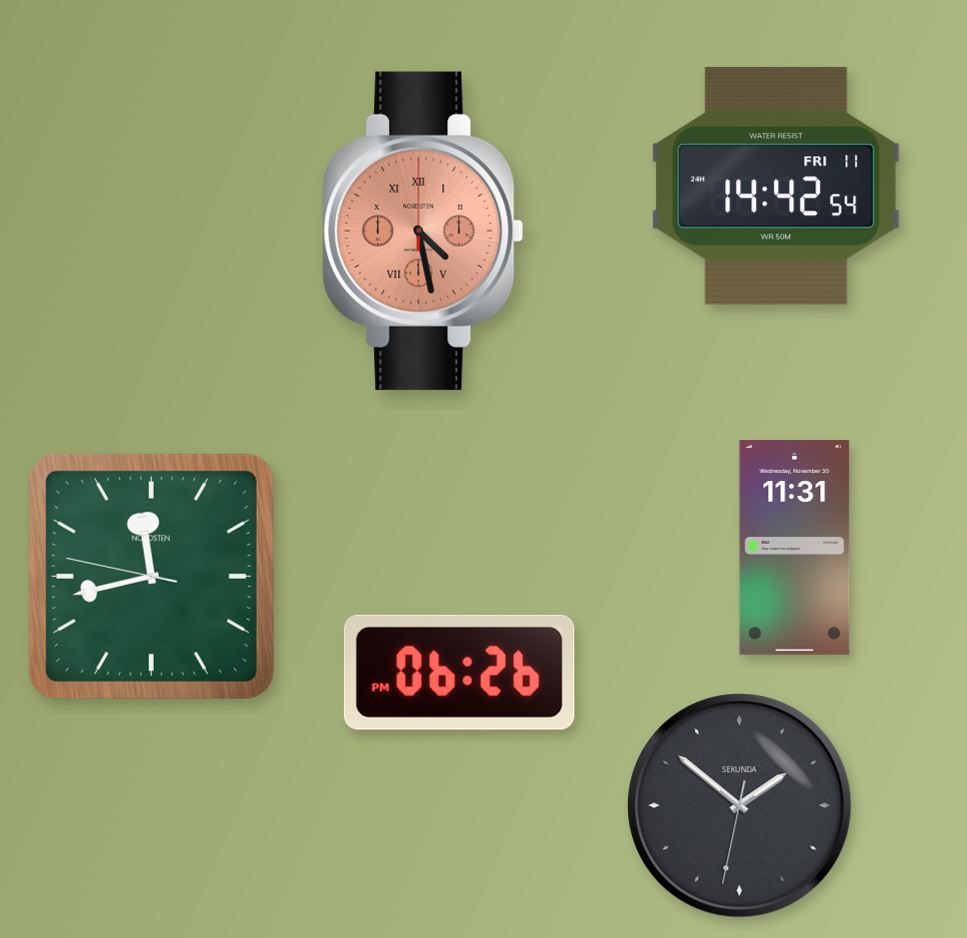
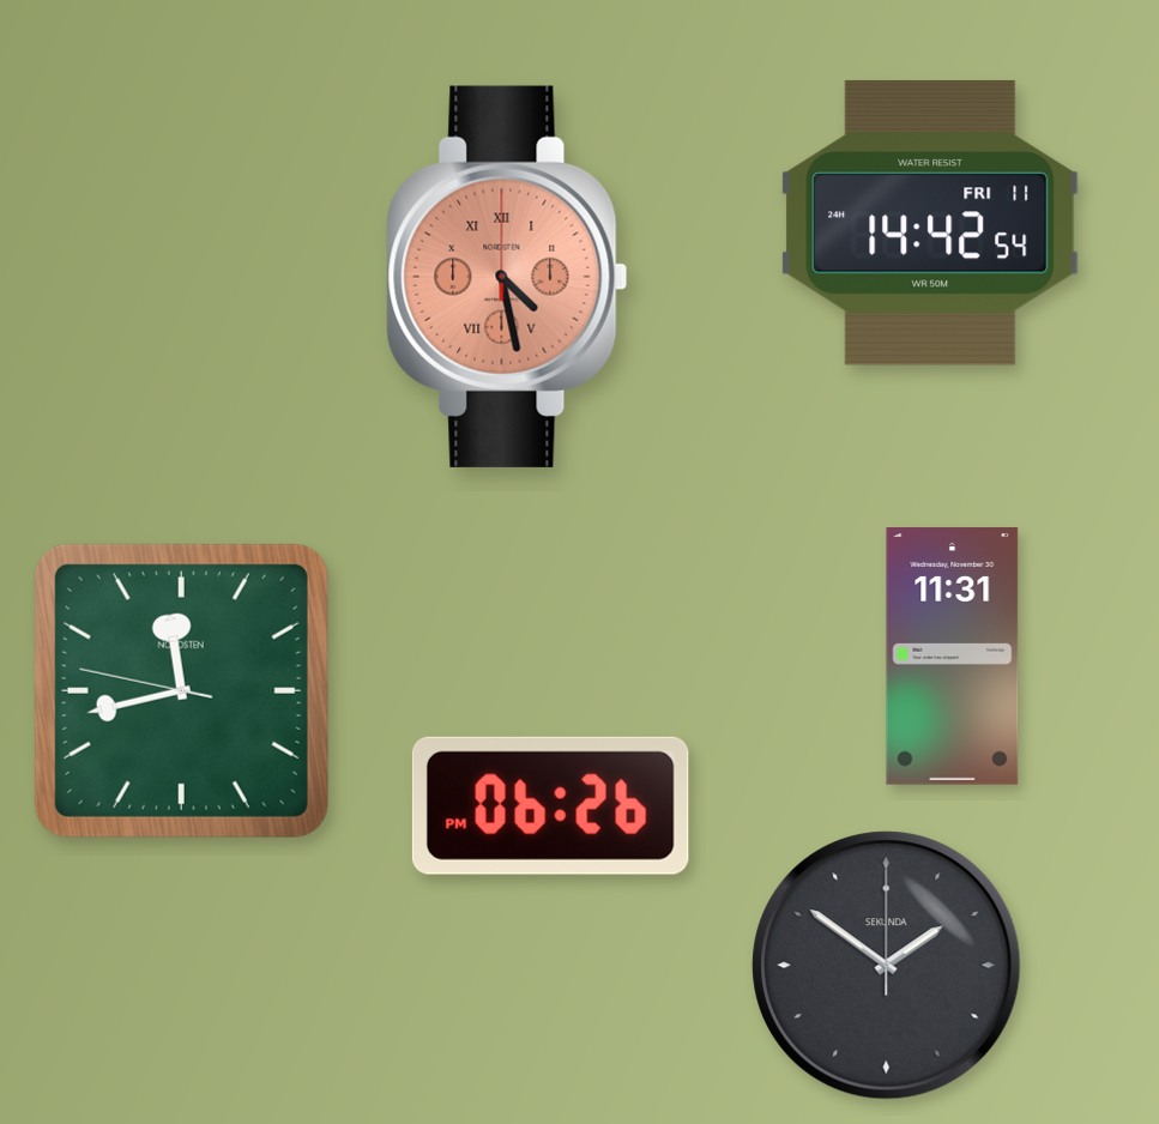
clock at (740, 806): 1:51:32 -> 1:51:00
